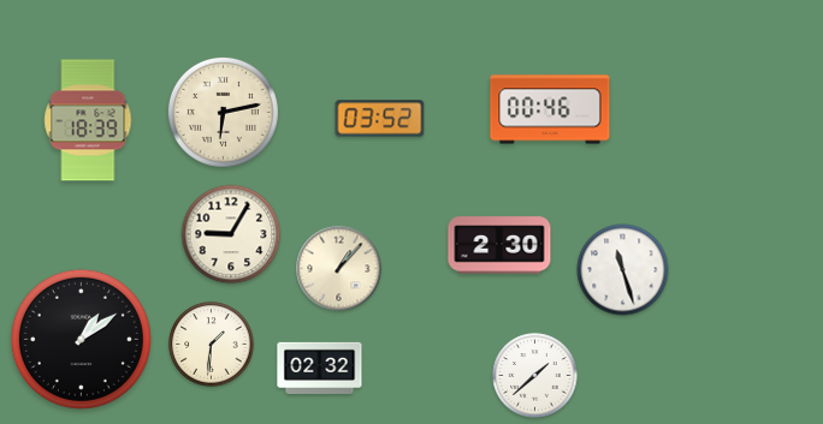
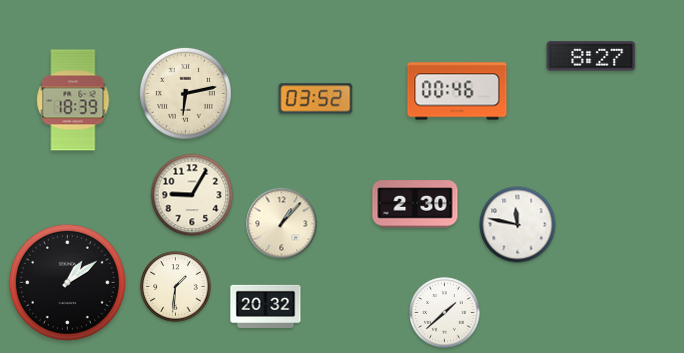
clock at (591, 56): none -> 8:27
clock at (623, 270): 11:27 -> 11:47
clock at (320, 368): 02:32 -> 20:32
